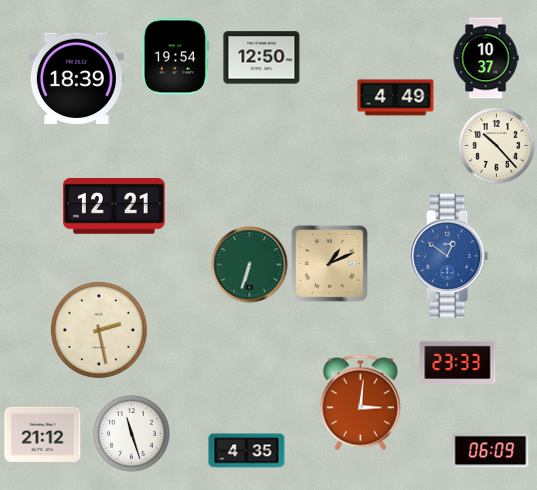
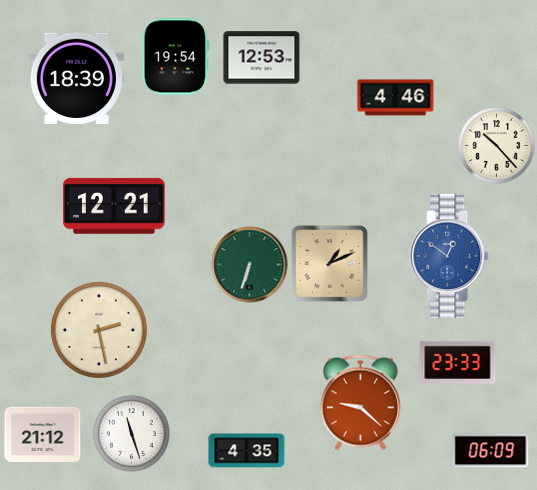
clock at (262, 58): 12:50 -> 12:53
clock at (486, 58): 10:37 -> none
clock at (396, 98): 4:49 -> 4:46
clock at (360, 403): 3:01 -> 9:22
